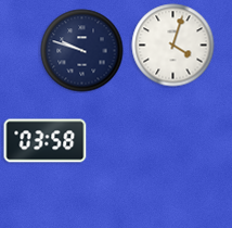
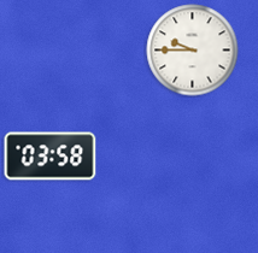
clock at (173, 46): 4:03 -> 9:45
clock at (82, 51): 9:48 -> none
